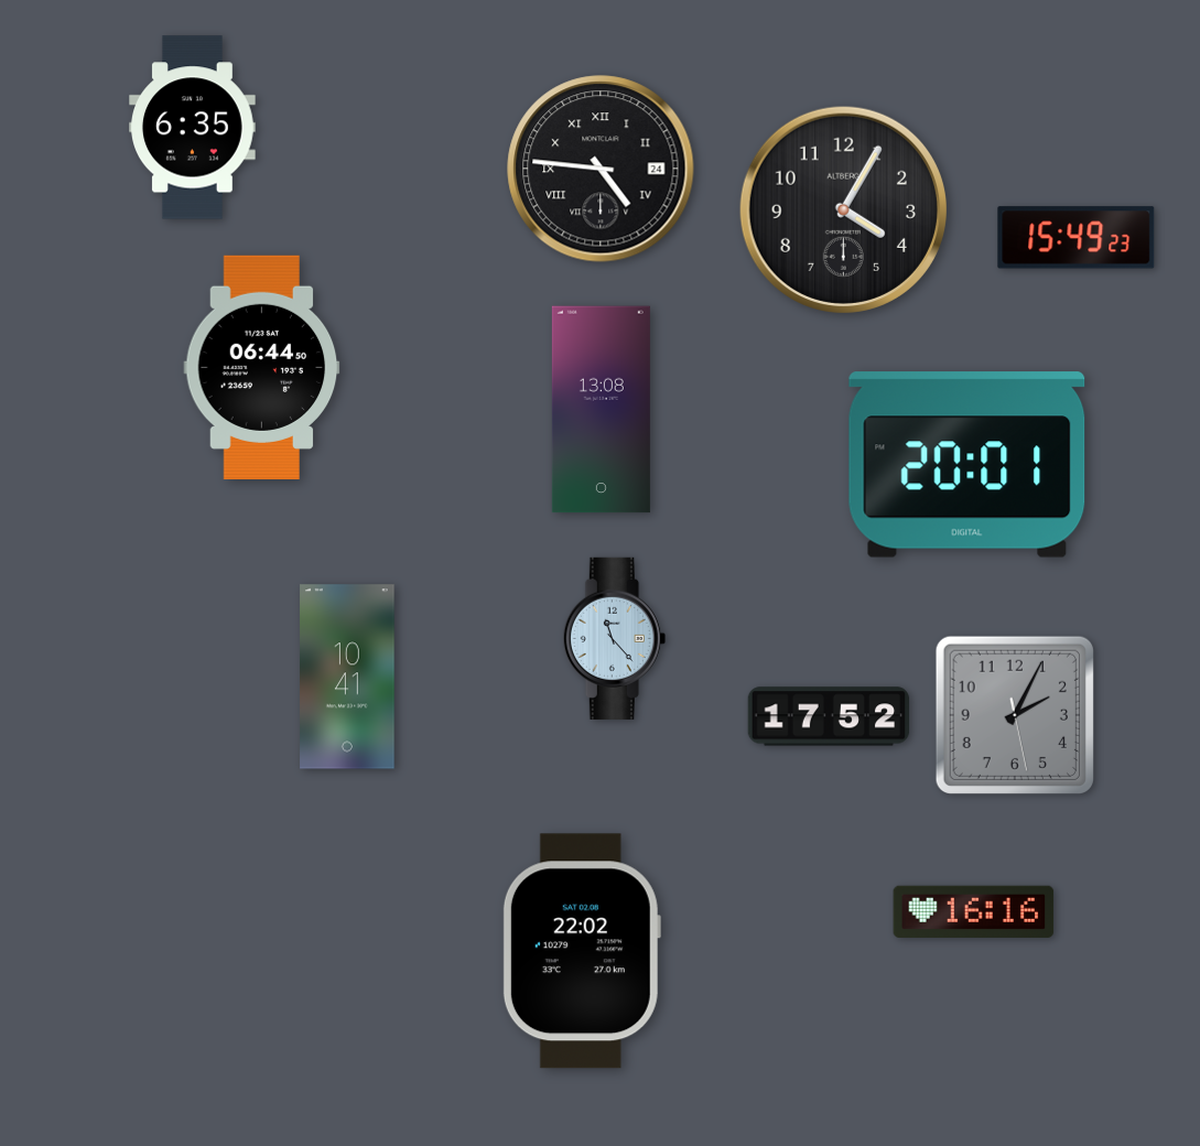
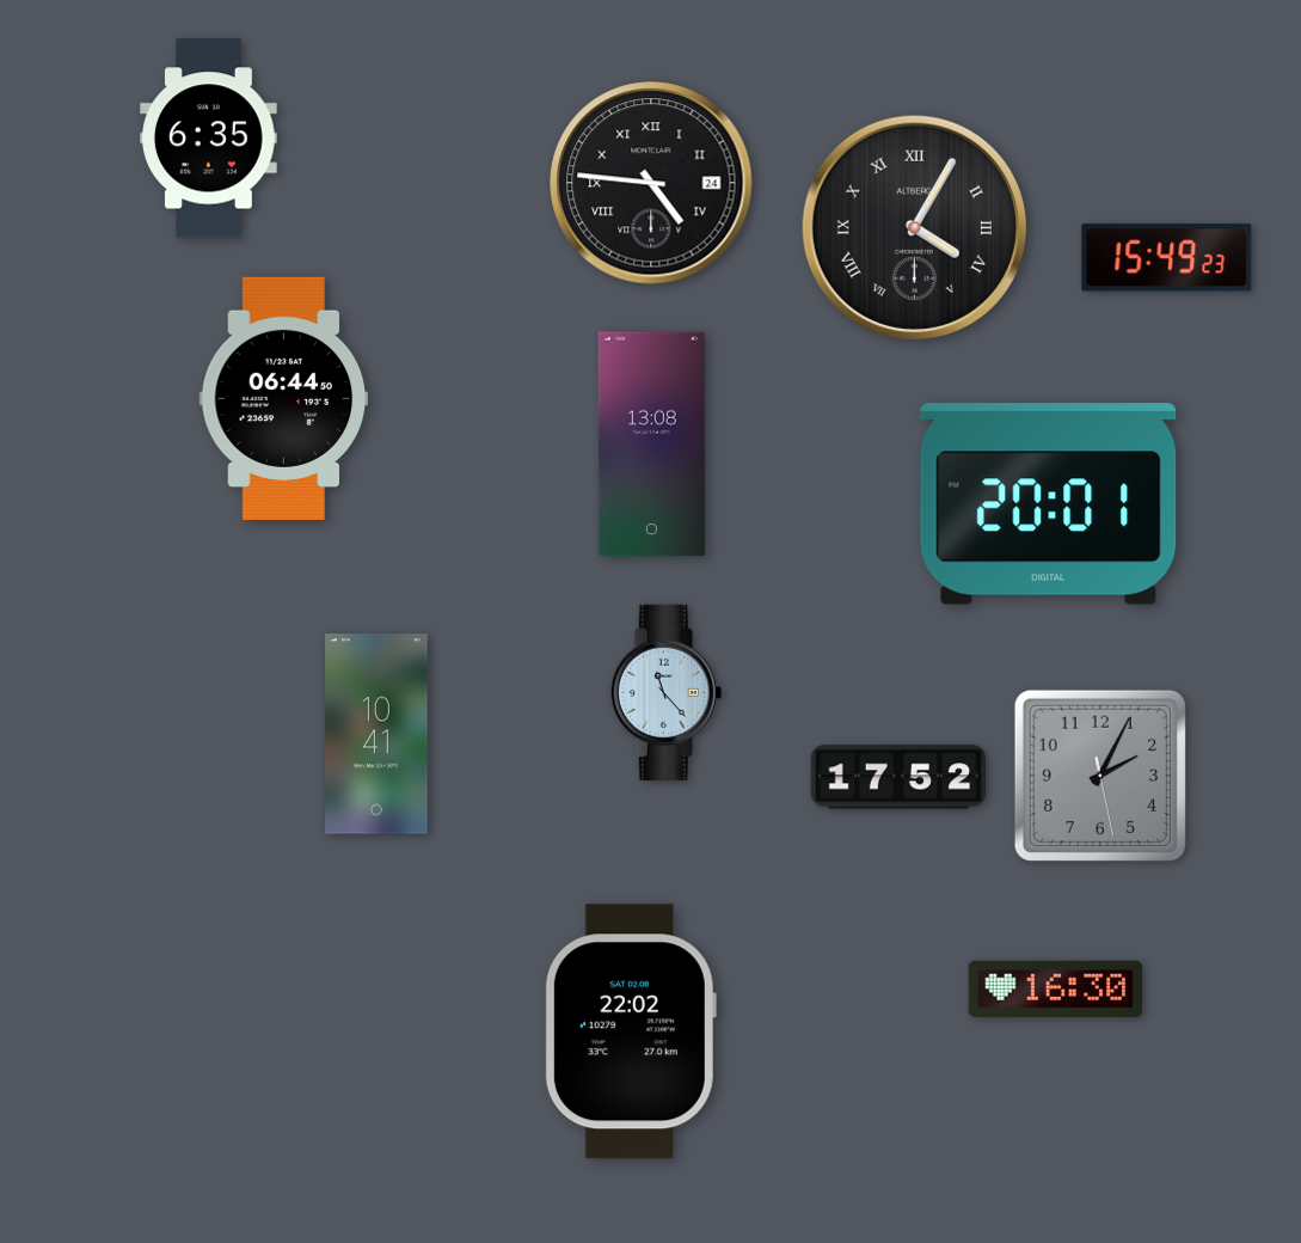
clock at (843, 209) numerals: Arabic -> Roman
clock at (974, 911): 16:16 -> 16:30
